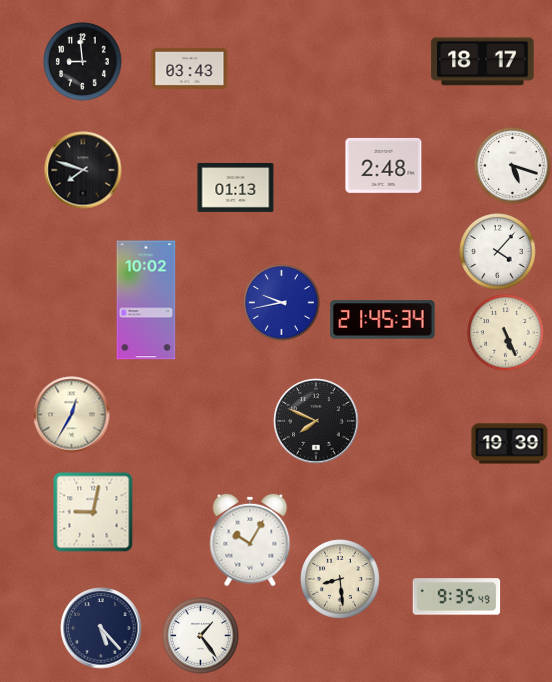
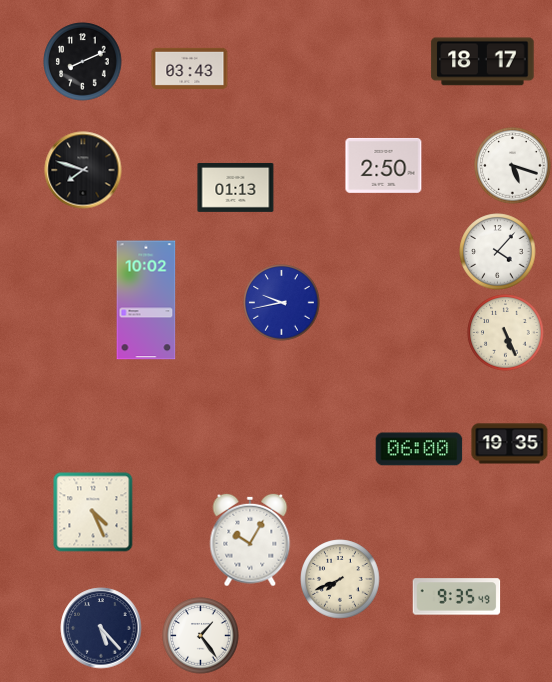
clock at (83, 62): 8:59 -> 8:11
clock at (384, 165): 2:48 -> 2:50
clock at (383, 320): 21:45 -> none
clock at (72, 415): 12:35 -> none
clock at (316, 421): 7:49 -> none
clock at (510, 444): 19:39 -> 19:35
clock at (419, 449): none -> 06:00
clock at (93, 512): 9:02 -> 4:26
clock at (340, 579): 8:29 -> 7:41
